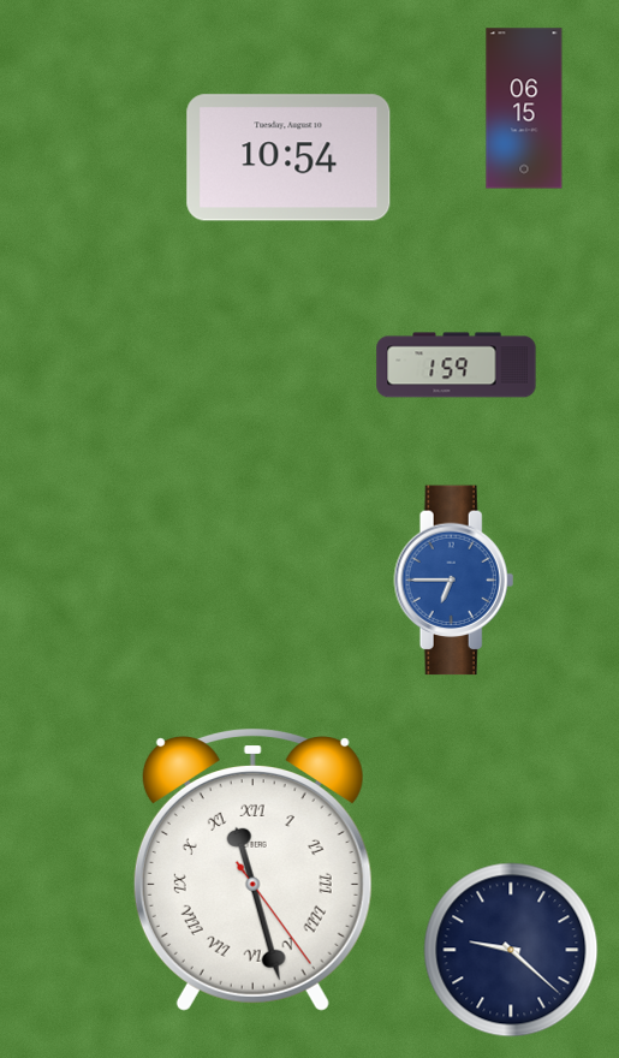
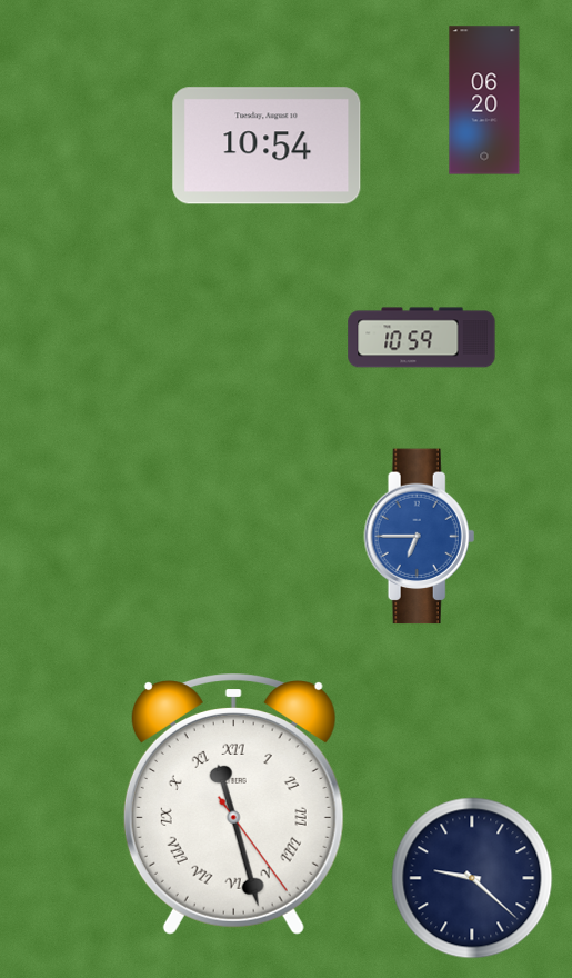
clock at (524, 108): 06:15 -> 06:20
clock at (457, 365): 1:59 -> 10:59
